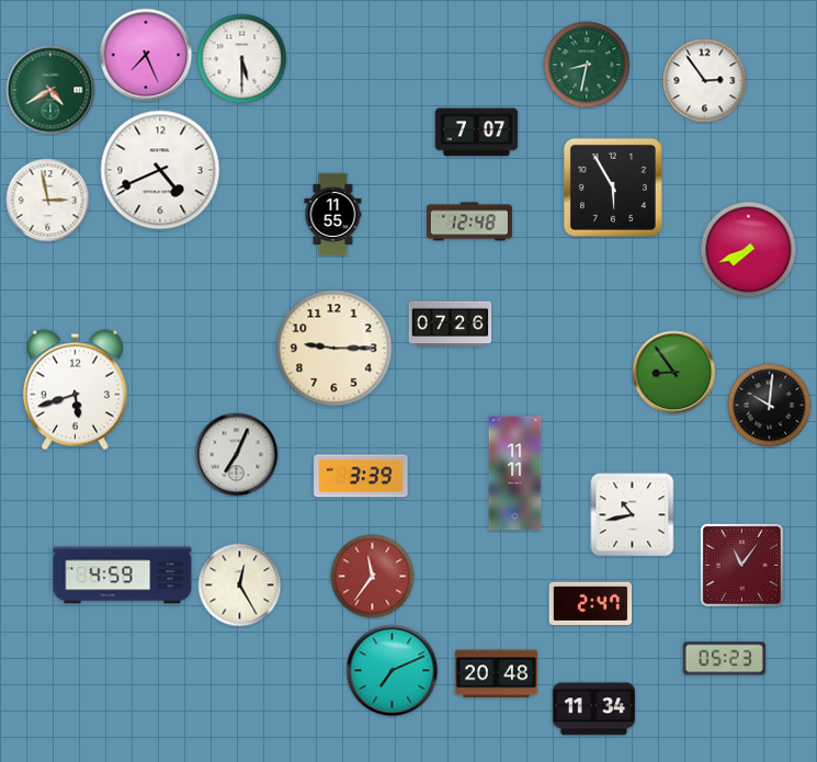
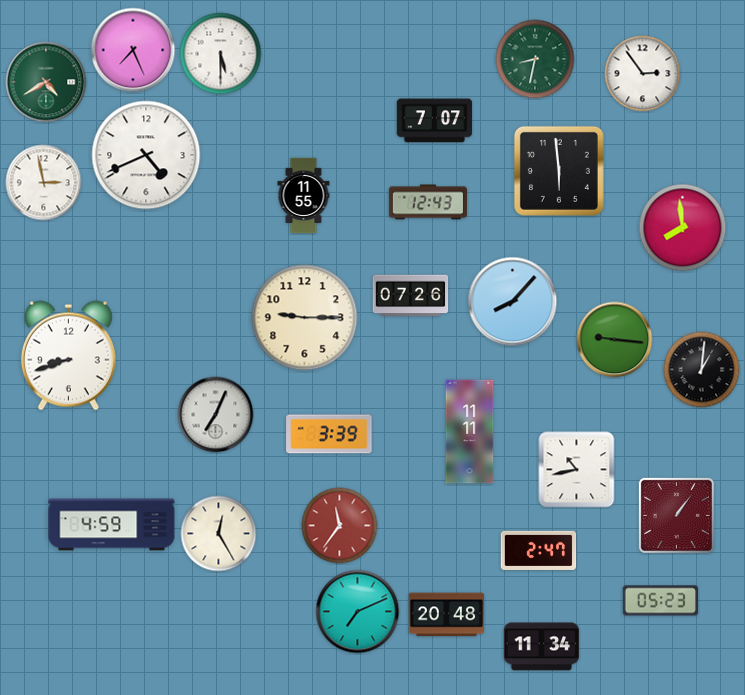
clock at (613, 187): 5:55 -> 5:59
clock at (469, 221): 12:48 -> 12:43
clock at (749, 250): 7:41 -> 7:59
clock at (513, 302): none -> 8:07
clock at (674, 373): 8:54 -> 9:16
clock at (75, 390): 5:42 -> 8:42
clock at (770, 406): 10:01 -> 1:01
clock at (741, 565): 11:06 -> 1:06
clock at (497, 674) position: (497, 674) -> (447, 615)
